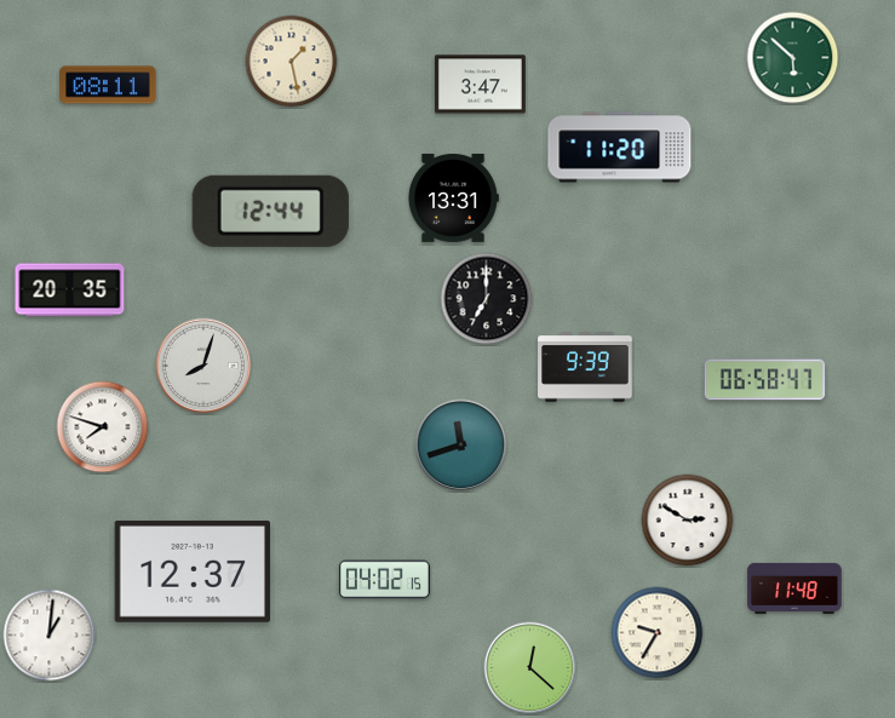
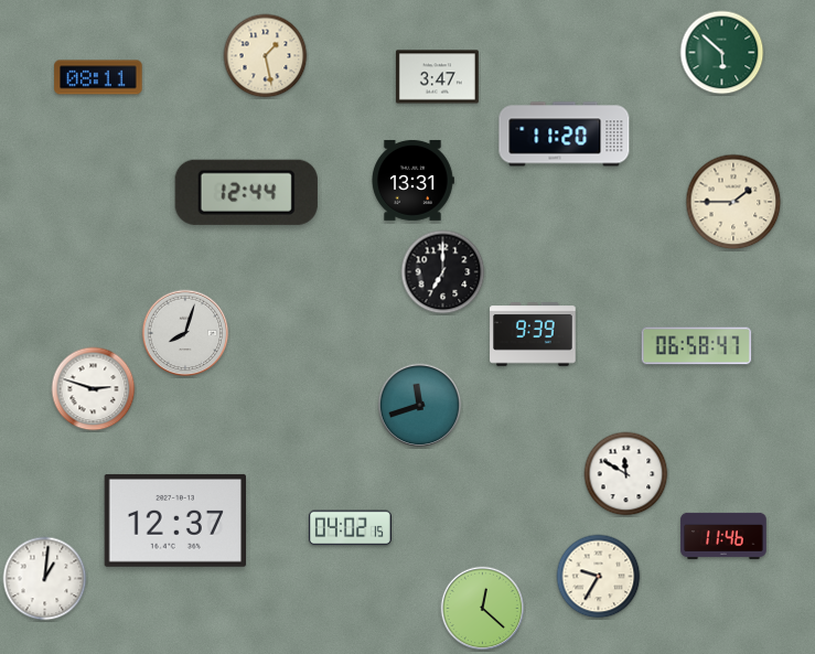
clock at (733, 202): none -> 1:45
clock at (70, 291): 20:35 -> none
clock at (103, 427): 7:48 -> 2:48
clock at (688, 521): 2:50 -> 11:50
clock at (794, 588): 11:48 -> 11:46
